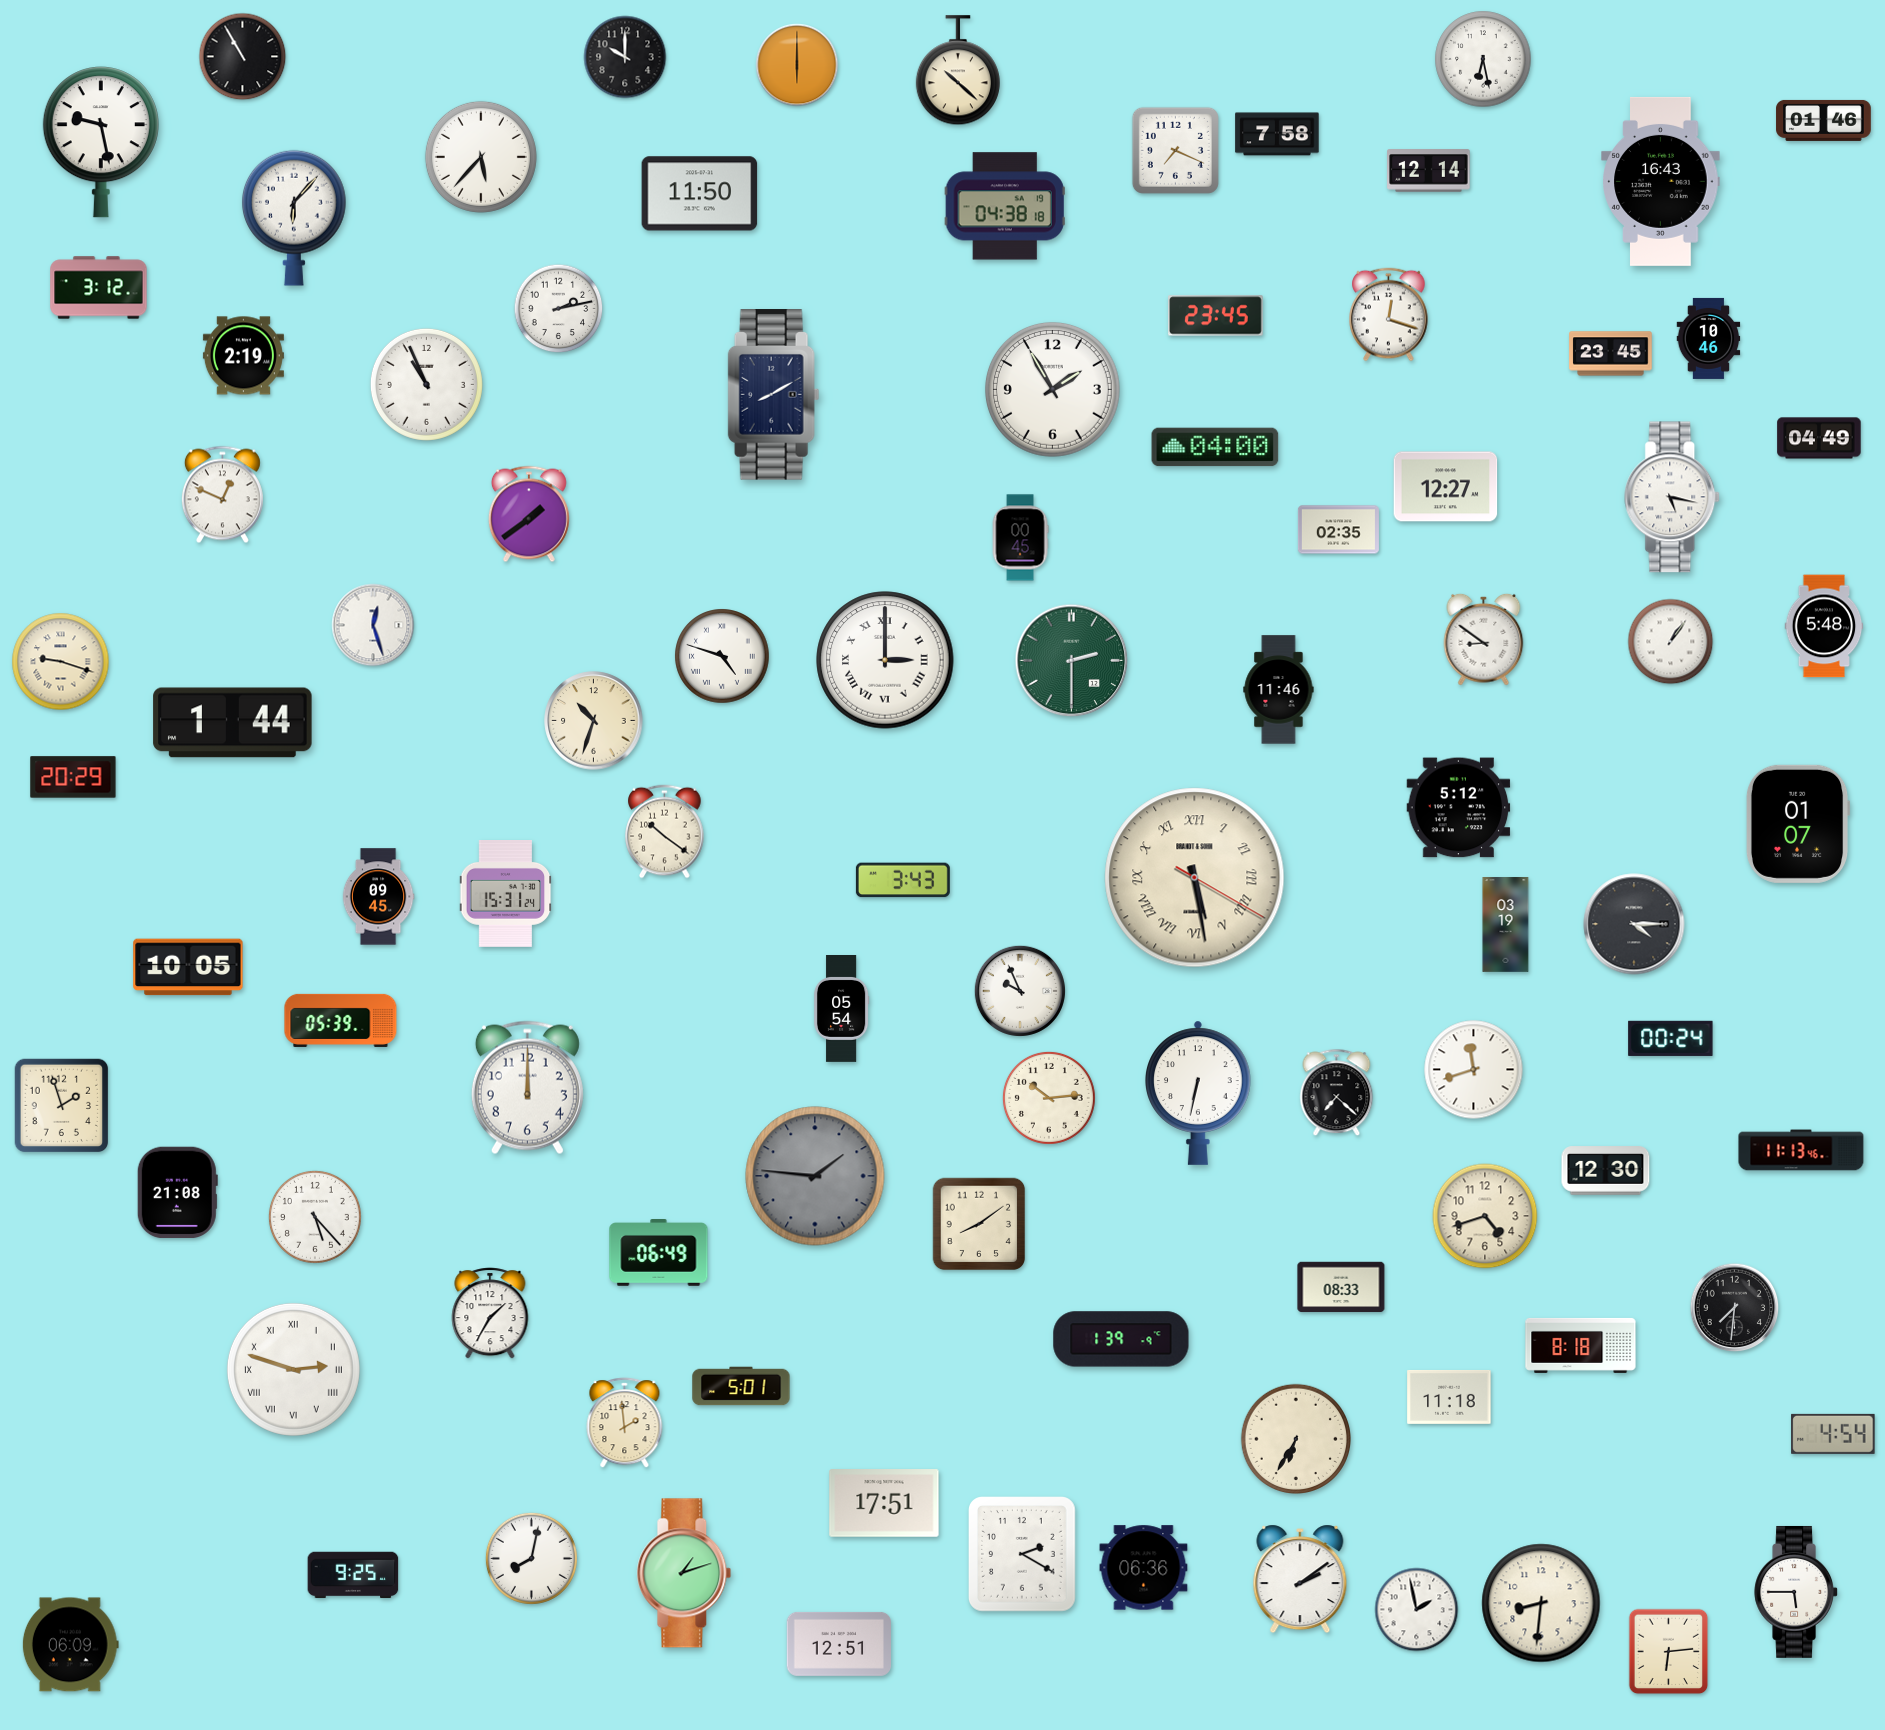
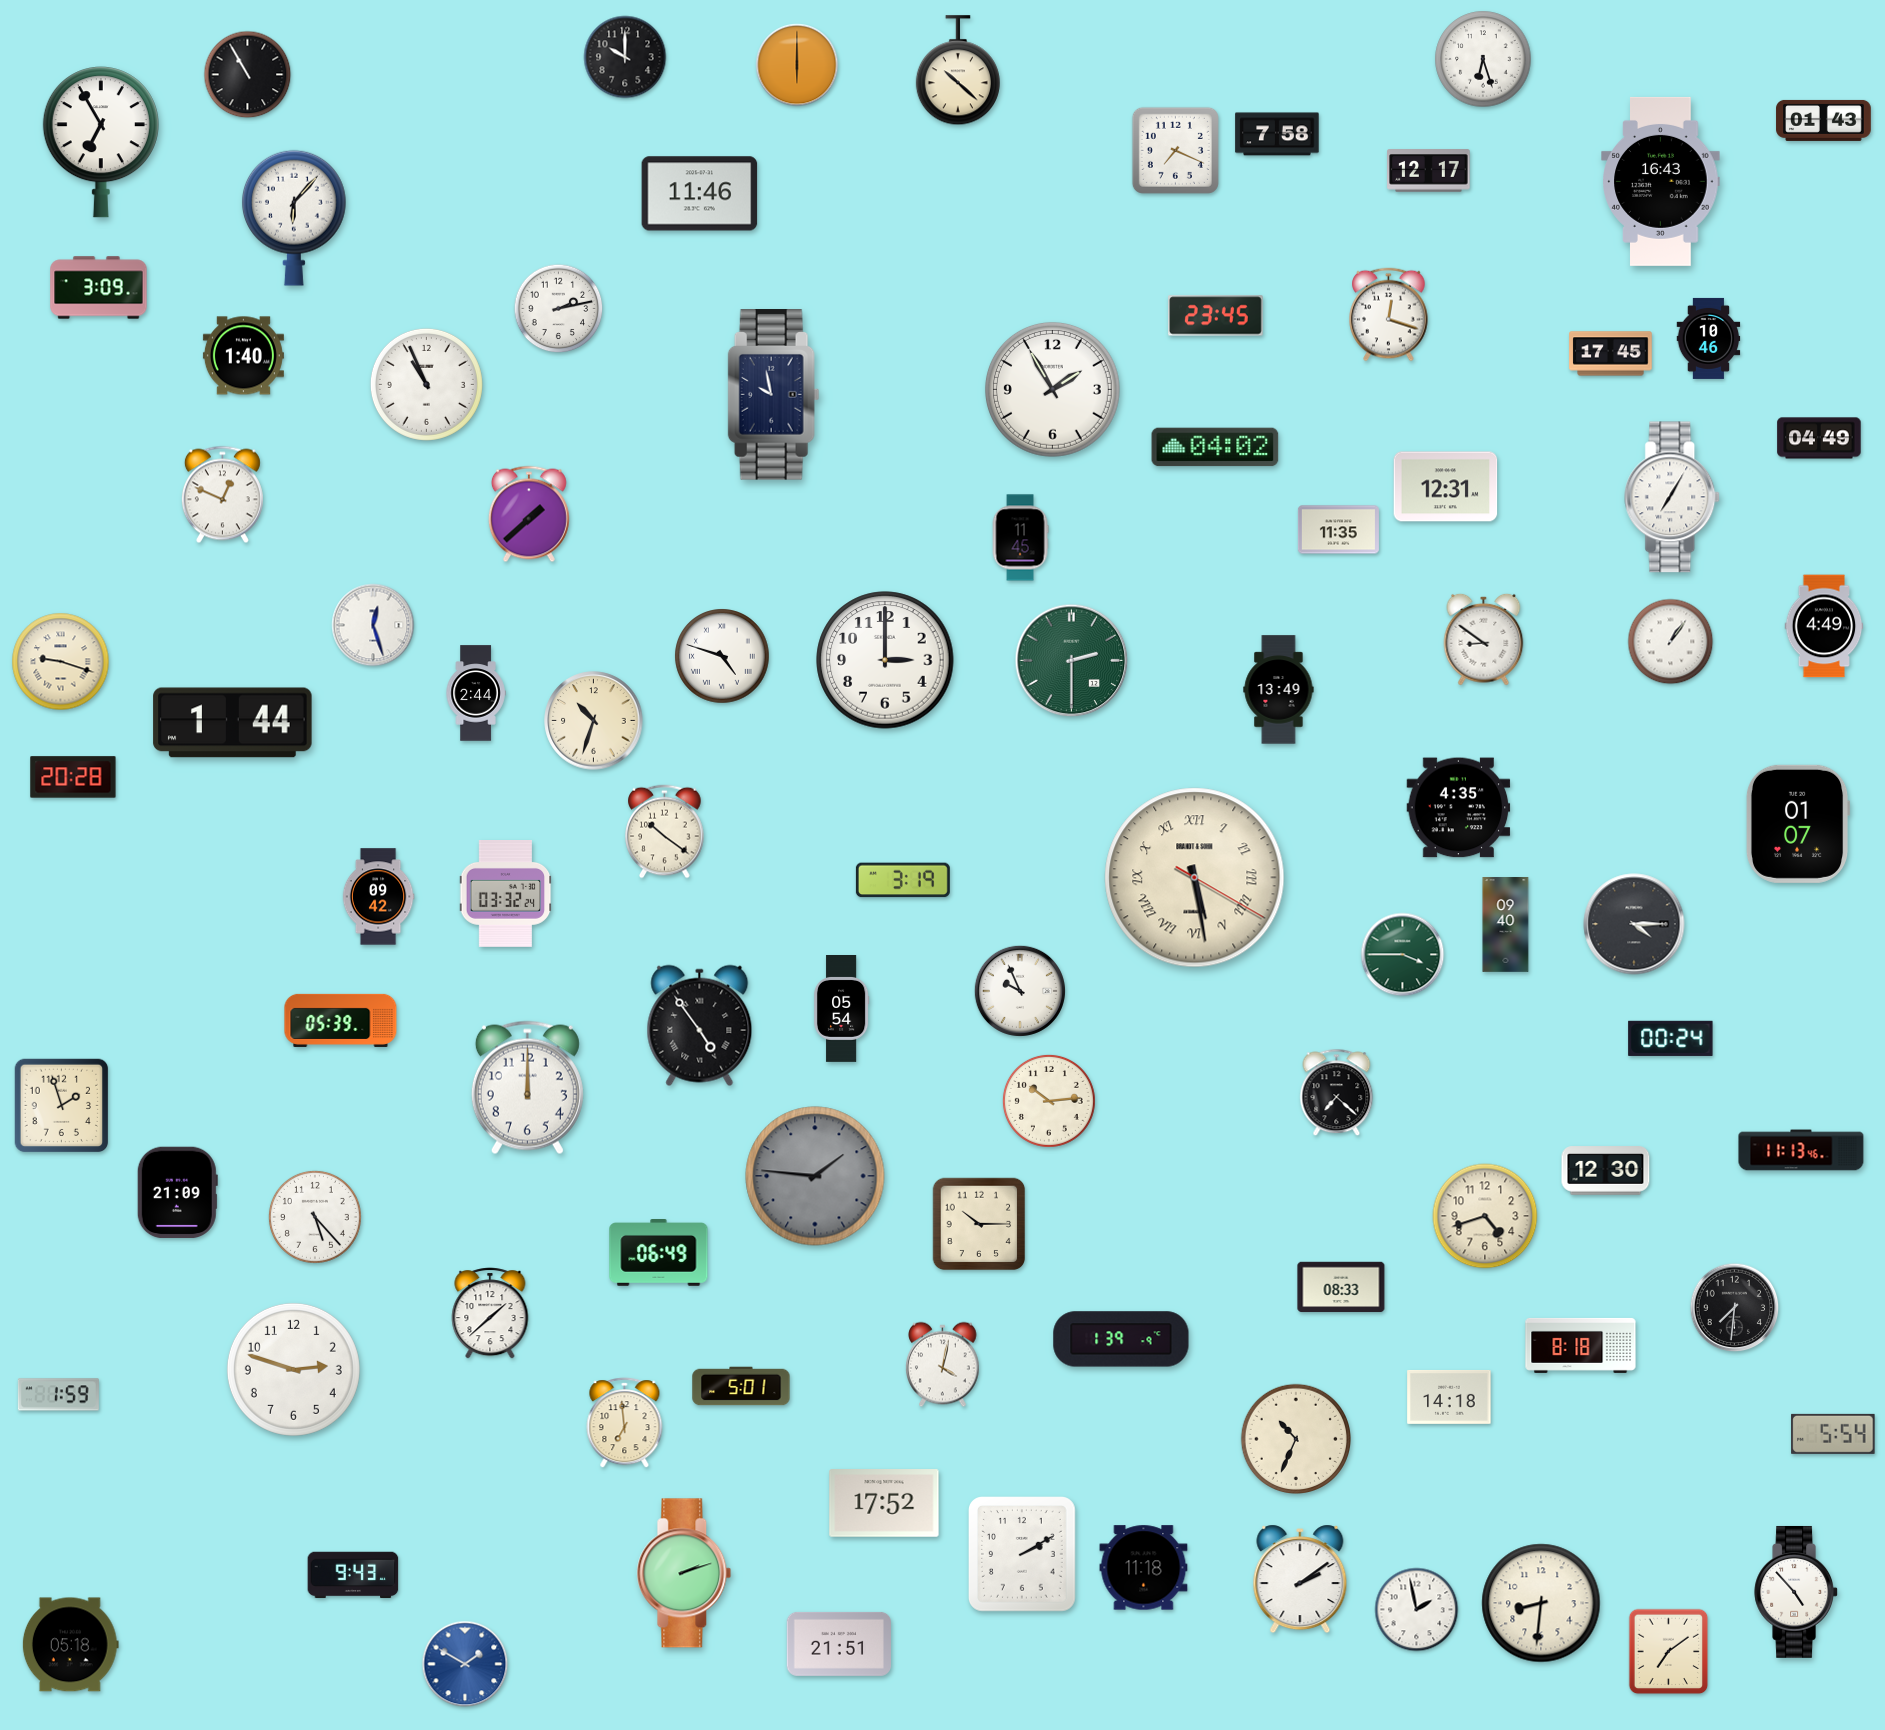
clock at (243, 57) position: (243, 57) -> (248, 75)
clock at (1483, 59): 6:28 -> 6:27
clock at (1824, 120): 01:46 -> 01:43
clock at (101, 142): 9:28 -> 6:55
clock at (481, 157): 5:37 -> none
clock at (1429, 171): 12:14 -> 12:17
clock at (700, 194): 11:50 -> 11:46
clock at (1005, 206): 04:38 -> none
clock at (99, 288): 3:12 -> 3:09
clock at (1611, 354): 23:45 -> 17:45
clock at (243, 356): 2:19 -> 1:40
clock at (774, 395): 8:10 -> 9:58
clock at (1215, 447): 04:00 -> 04:02
clock at (1446, 487): 12:27 -> 12:31
clock at (1673, 497): 5:17 -> 7:05
clock at (529, 514): 1:39 -> 1:38
clock at (1338, 530): 02:35 -> 11:35
clock at (1020, 538): 00:45 -> 11:45
clock at (1824, 626): 5:48 -> 4:49
clock at (885, 660) numerals: Roman -> Arabic
clock at (1279, 690): 11:46 -> 13:49
clock at (476, 693): none -> 2:44
clock at (73, 777): 20:29 -> 20:28
clock at (1459, 808): 5:12 -> 4:35
clock at (903, 880): 3:43 -> 3:19
clock at (506, 894): 15:31 -> 03:32
clock at (378, 897): 09:45 -> 09:42
clock at (1506, 925): 03:19 -> 09:40
clock at (1403, 955): none -> 3:45
clock at (188, 967): 10:05 -> none
clock at (700, 1026): none -> 4:54
clock at (1474, 1070): 11:42 -> none
clock at (1199, 1093): 6:32 -> none
clock at (1049, 1098) position: (1049, 1098) -> (1049, 1101)
clock at (177, 1193): 21:08 -> 21:09
clock at (979, 1224): 8:09 -> 10:15
clock at (490, 1313): 1:35 -> 1:38
clock at (943, 1365): none -> 4:02
clock at (293, 1369) numerals: Roman -> Arabic
clock at (58, 1395): none -> 1:59
clock at (1449, 1397): 11:18 -> 14:18
clock at (625, 1423): 1:59 -> 6:59
clock at (1833, 1434): 4:54 -> 5:54
clock at (1295, 1438): 6:35 -> 10:34
clock at (884, 1503): 17:51 -> 17:52
clock at (1023, 1555): 2:20 -> 2:10
clock at (531, 1558): 8:02 -> none
clock at (1144, 1568): 06:36 -> 11:18
clock at (684, 1573): 1:12 -> 2:12
clock at (353, 1575): 9:25 -> 9:43
clock at (1796, 1592): 5:45 -> 4:53
clock at (838, 1644): 12:51 -> 21:51
clock at (70, 1645): 06:09 -> 05:18
clock at (1669, 1652): 6:14 -> 7:09
clock at (465, 1664): none -> 1:50
